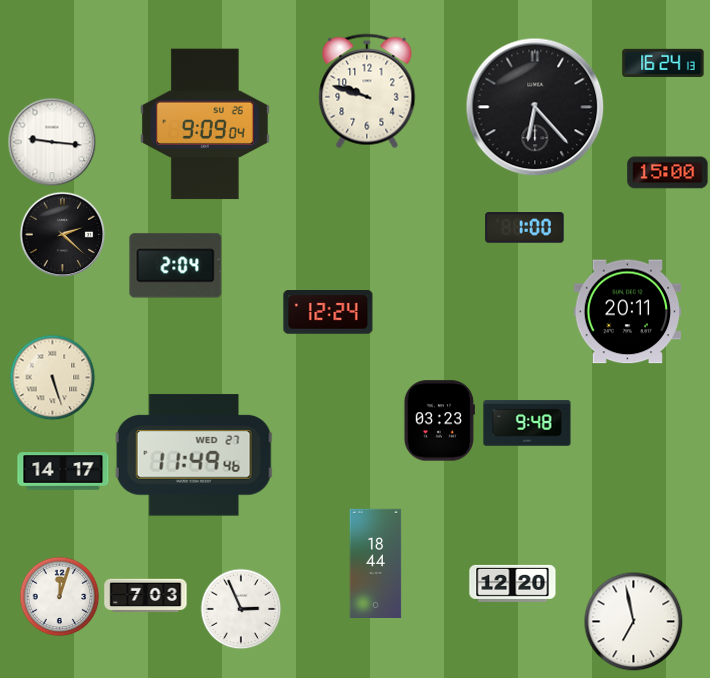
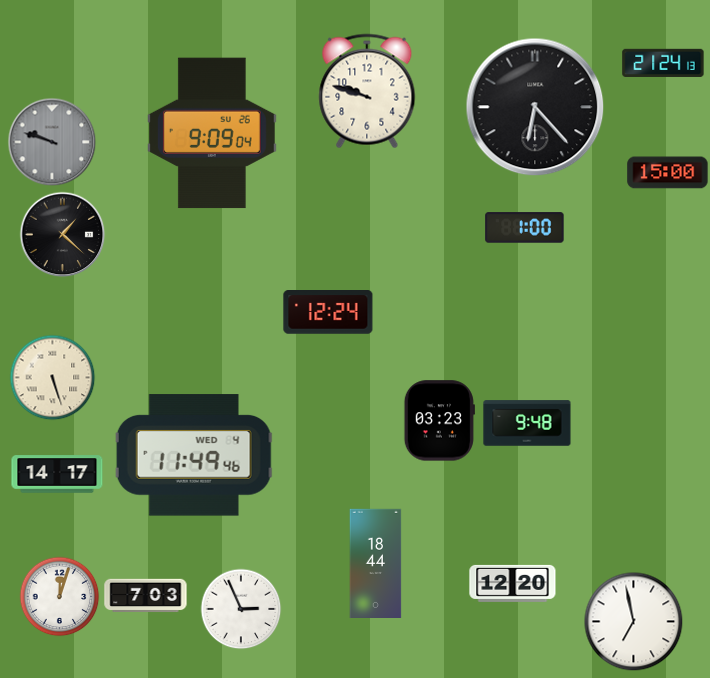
clock at (663, 63): 16:24 -> 21:24
clock at (205, 124) position: (205, 124) -> (212, 133)
clock at (52, 142): 9:16 -> 9:48
clock at (52, 142) dial: white -> grey
clock at (62, 234): 2:22 -> 1:22
clock at (176, 266): 2:04 -> none
clock at (628, 312): 20:11 -> none
clock at (194, 455) date: WED 27 -> WED 4
clock at (63, 471) position: (63, 471) -> (57, 474)
